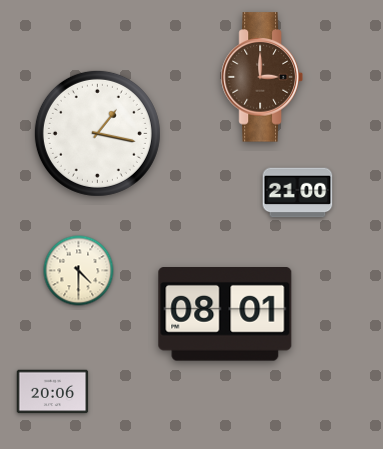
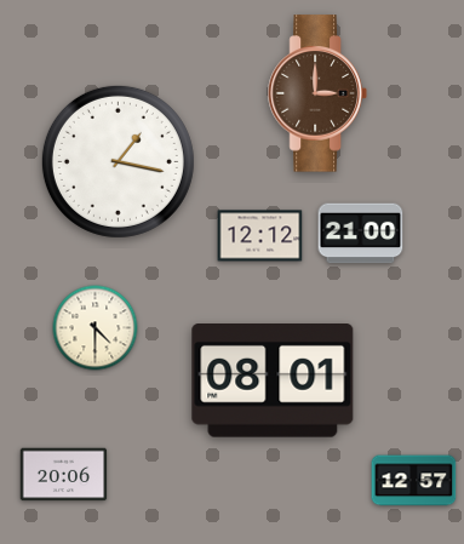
clock at (260, 236): none -> 12:12
clock at (414, 481): none -> 12:57
